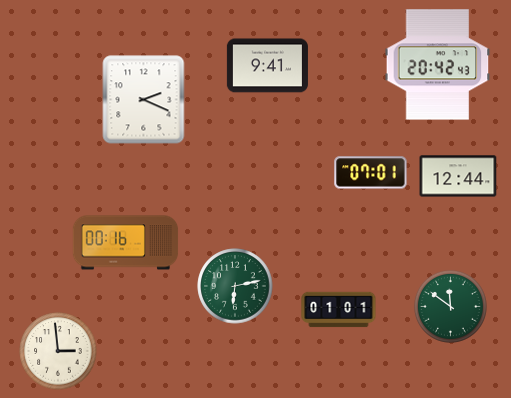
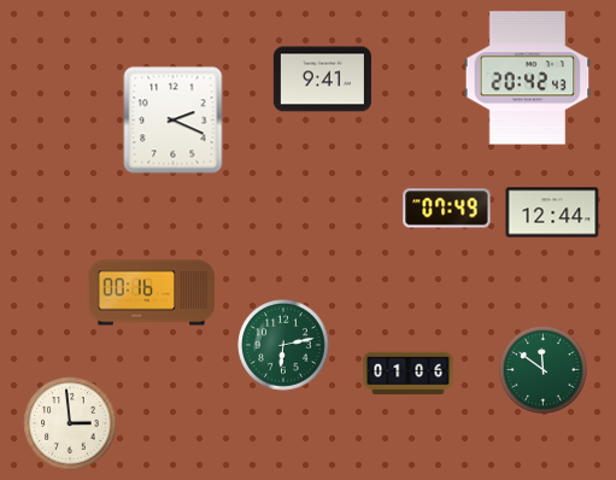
clock at (371, 173): 07:01 -> 07:49
clock at (339, 310): 01:01 -> 01:06
